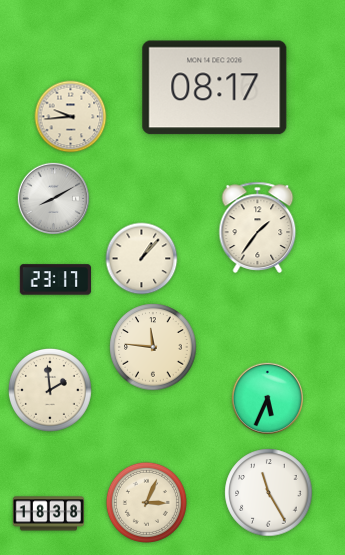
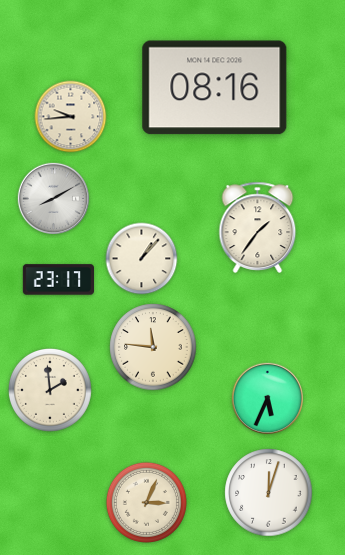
clock at (215, 88): 08:17 -> 08:16
clock at (55, 280) position: (55, 280) -> (58, 280)
clock at (269, 493): 11:25 -> 12:03
clock at (48, 514): 18:38 -> none
